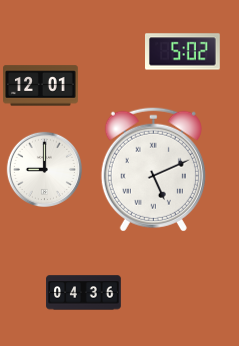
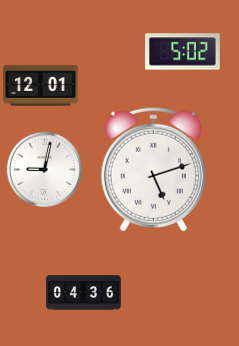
clock at (44, 169): 9:00 -> 9:02
clock at (153, 169): 5:11 -> 5:12
